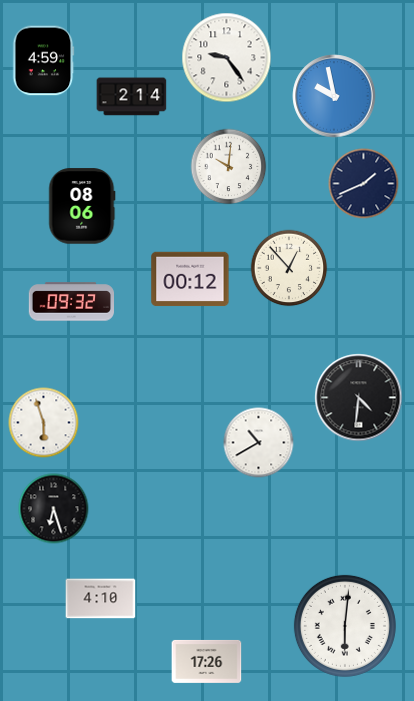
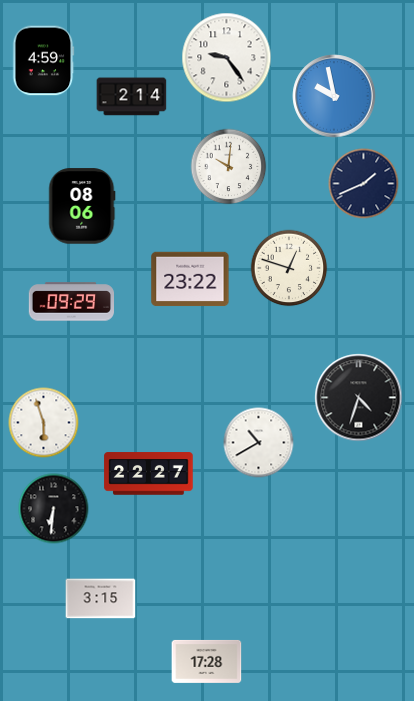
clock at (289, 268): 12:53 -> 12:48
clock at (190, 279): 00:12 -> 23:22
clock at (71, 302): 09:32 -> 09:29
clock at (359, 398): 4:31 -> 4:33
clock at (149, 474): none -> 22:27
clock at (54, 509): 6:27 -> 6:31
clock at (101, 599): 4:10 -> 3:15
clock at (345, 626): 6:01 -> none
clock at (207, 661): 17:26 -> 17:28
